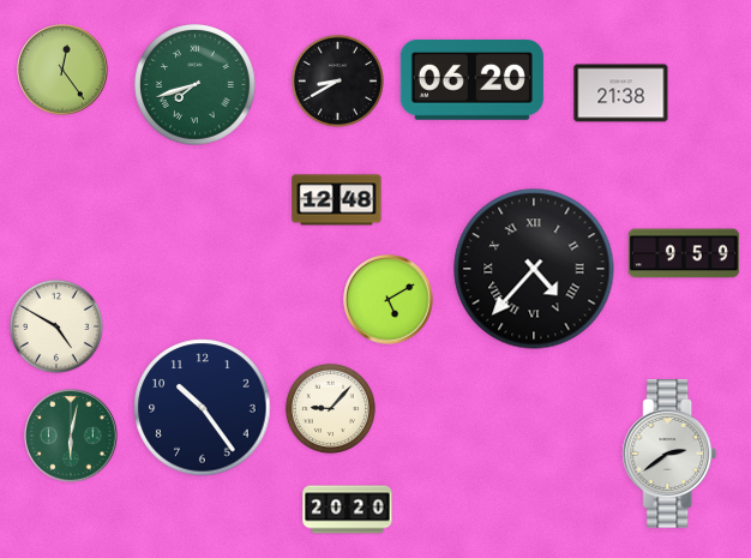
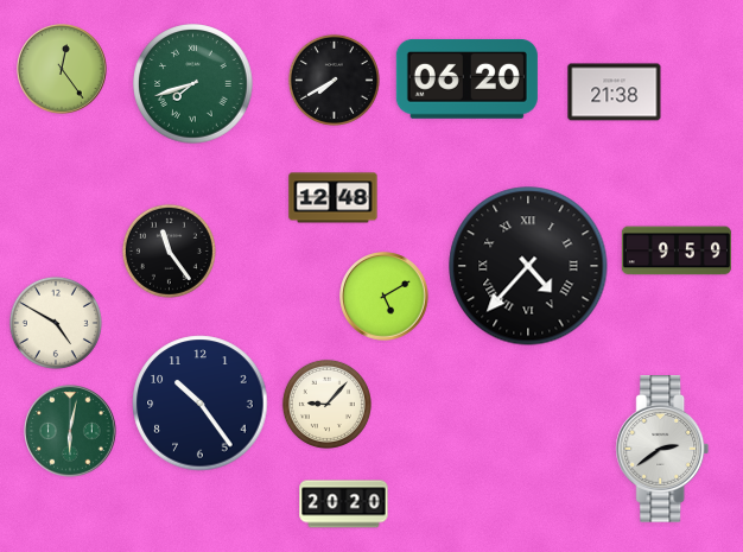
clock at (337, 80): 8:40 -> 7:40
clock at (169, 250): none -> 11:24
